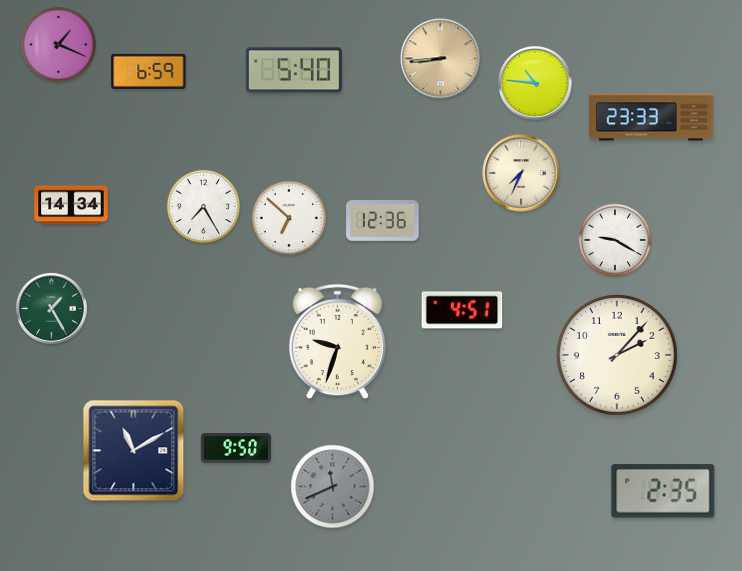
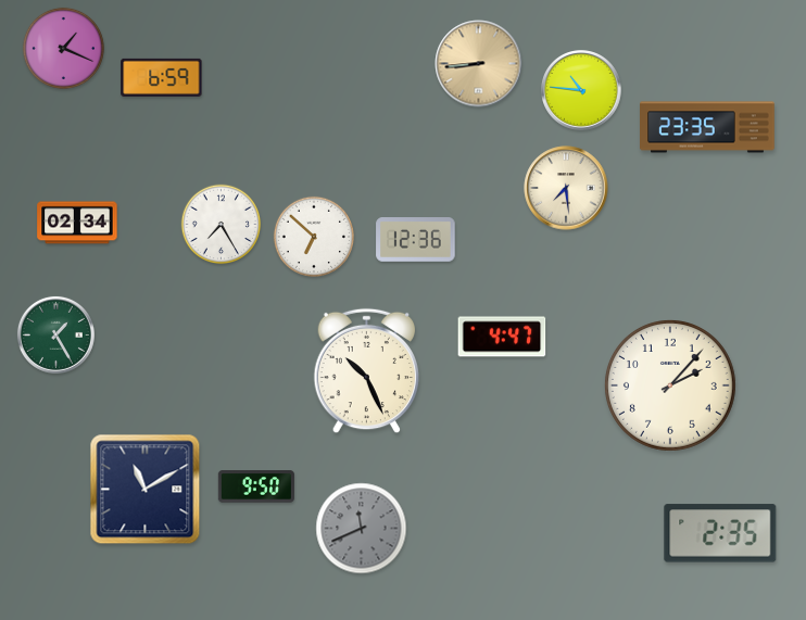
clock at (294, 70): 5:40 -> none
clock at (651, 117): 23:33 -> 23:35
clock at (521, 173): 7:34 -> 7:29
clock at (71, 205): 14:34 -> 02:34
clock at (615, 240): 9:20 -> none
clock at (462, 310): 4:51 -> 4:47
clock at (338, 342): 9:33 -> 10:26
